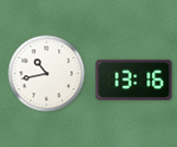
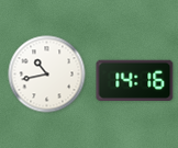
clock at (134, 79): 13:16 -> 14:16
